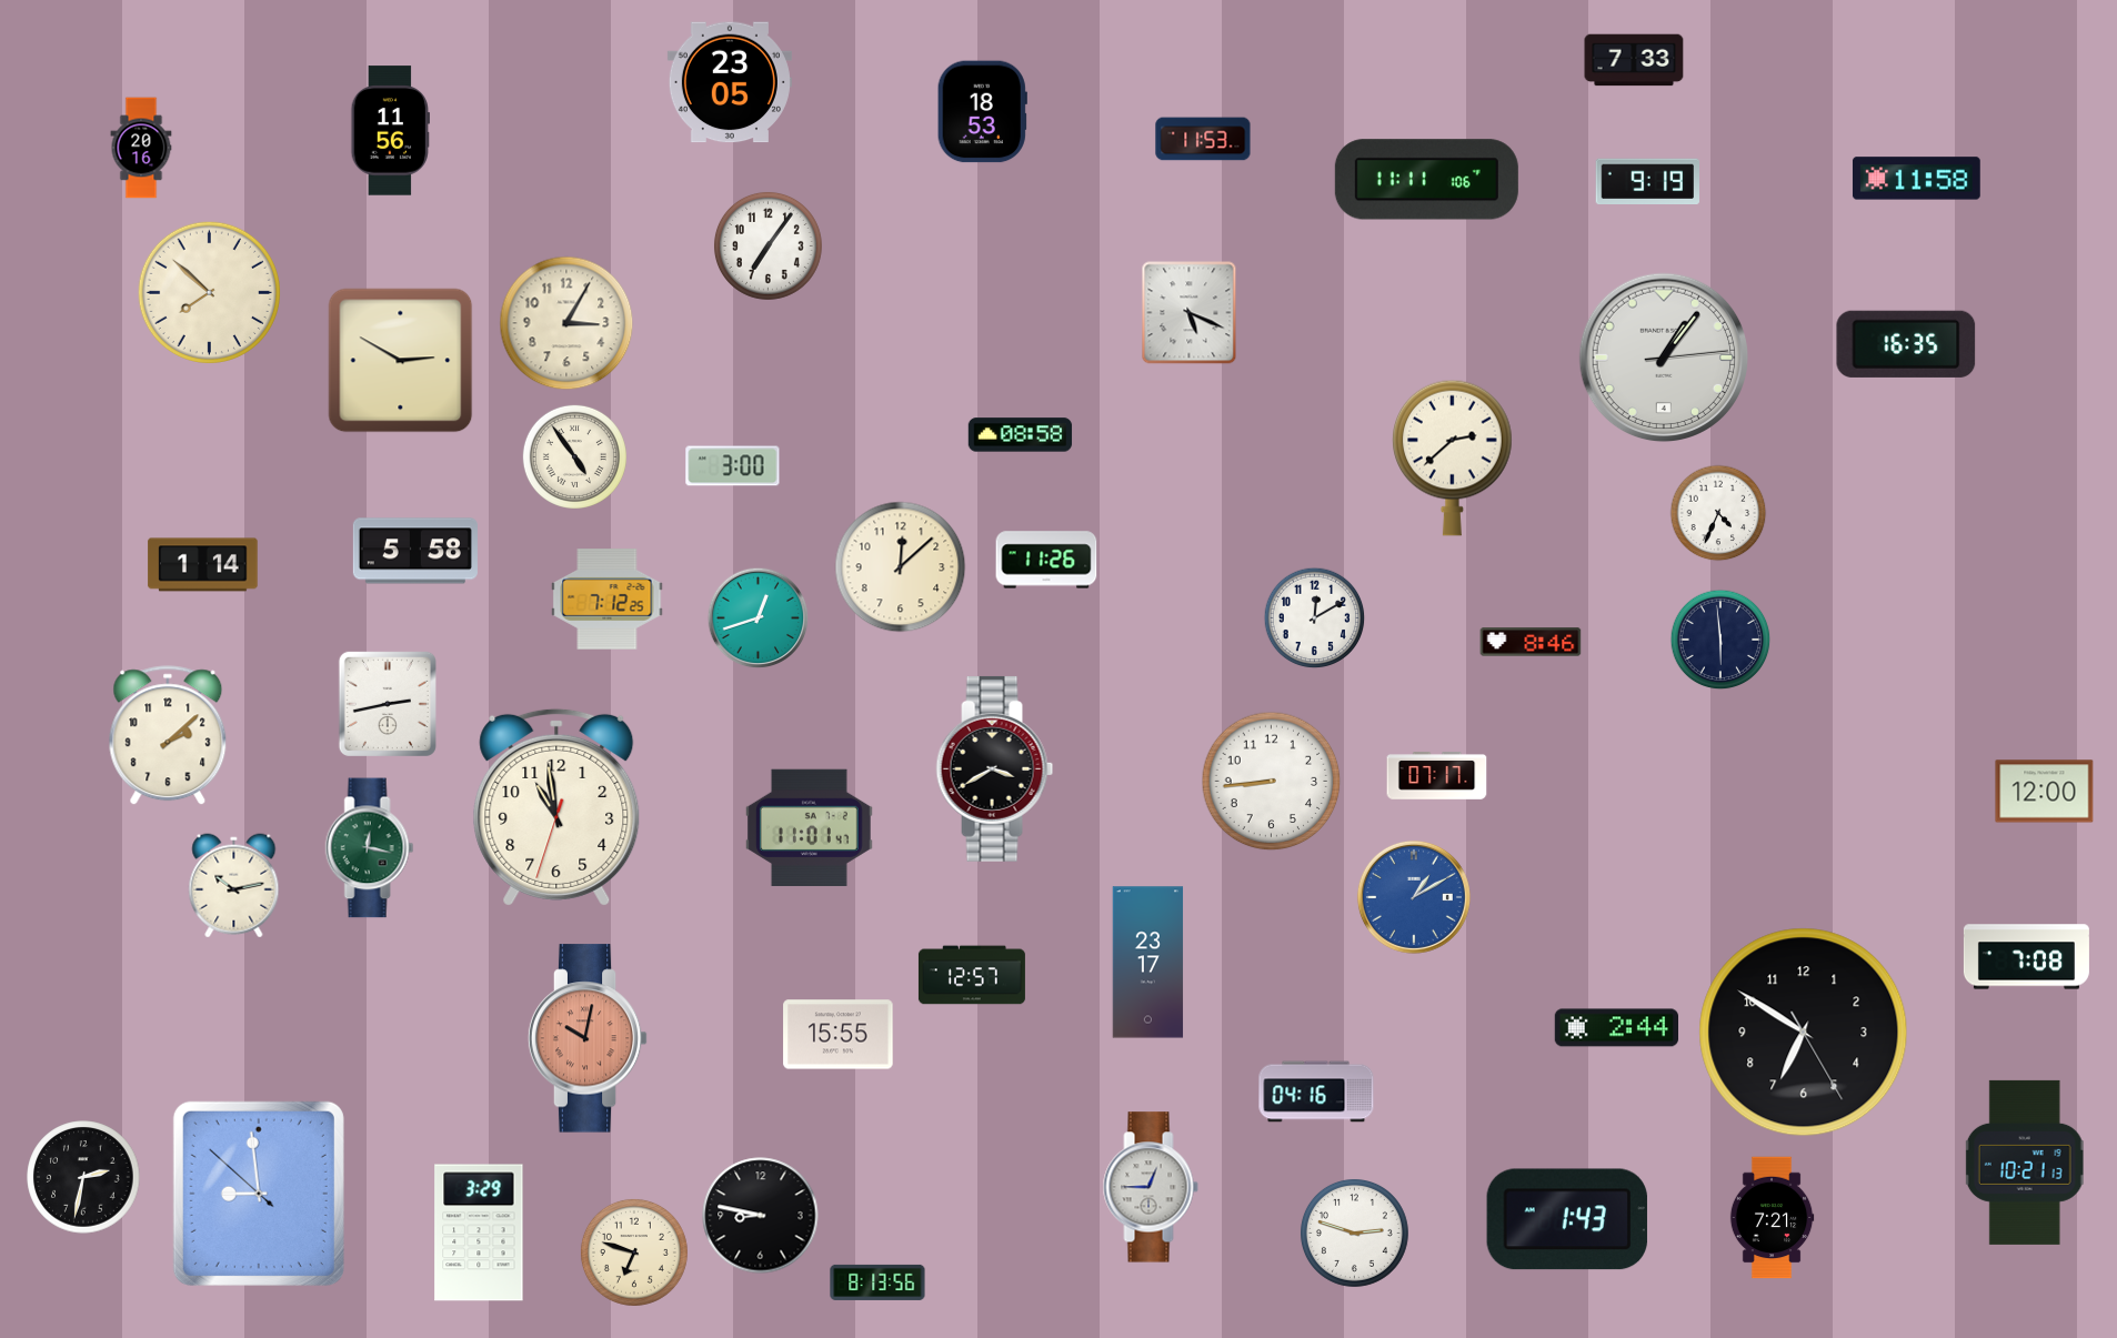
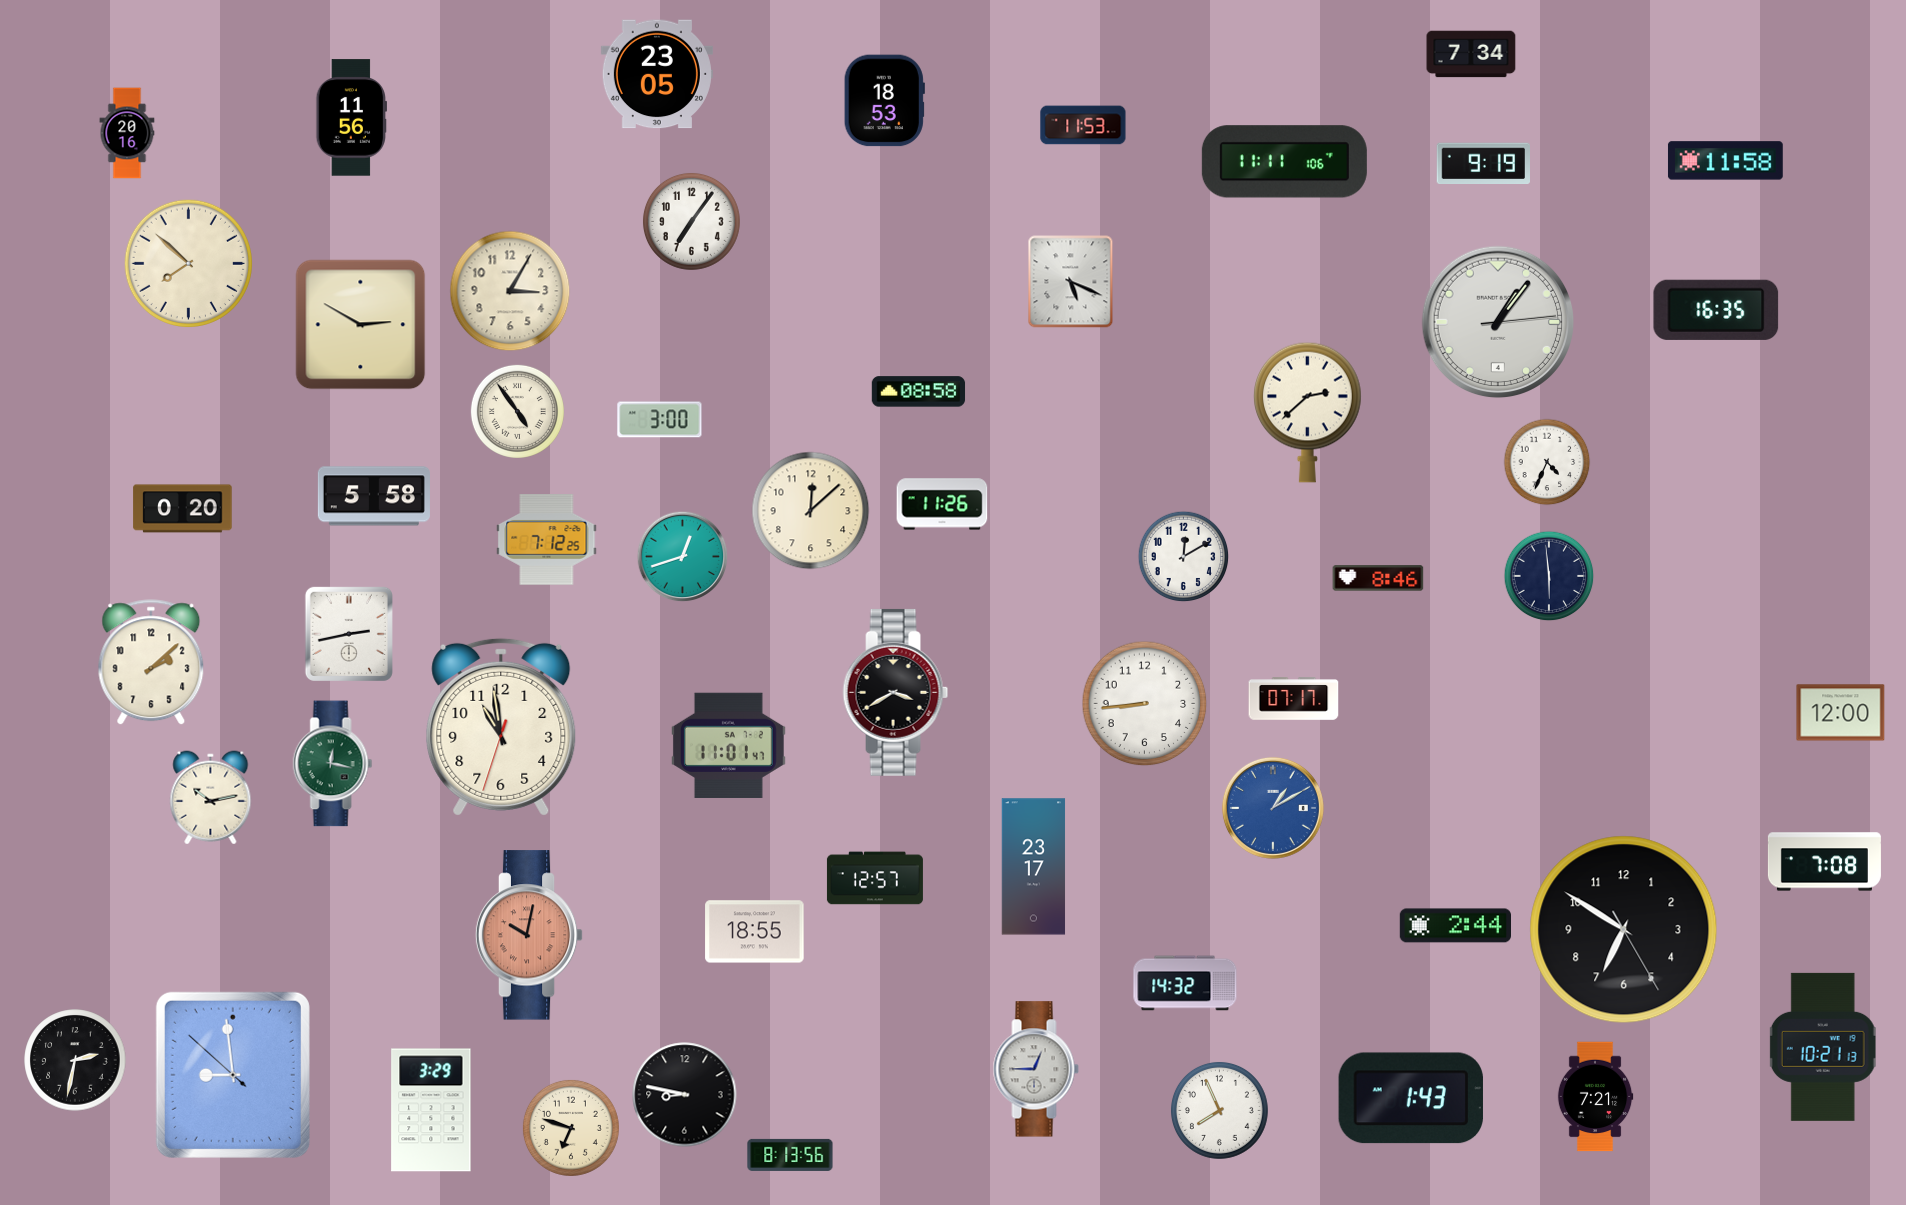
clock at (1634, 60): 7:33 -> 7:34
clock at (203, 565): 1:14 -> 0:20
clock at (839, 1035): 15:55 -> 18:55
clock at (1316, 1091): 04:16 -> 14:32
clock at (1354, 1233): 2:48 -> 7:56
